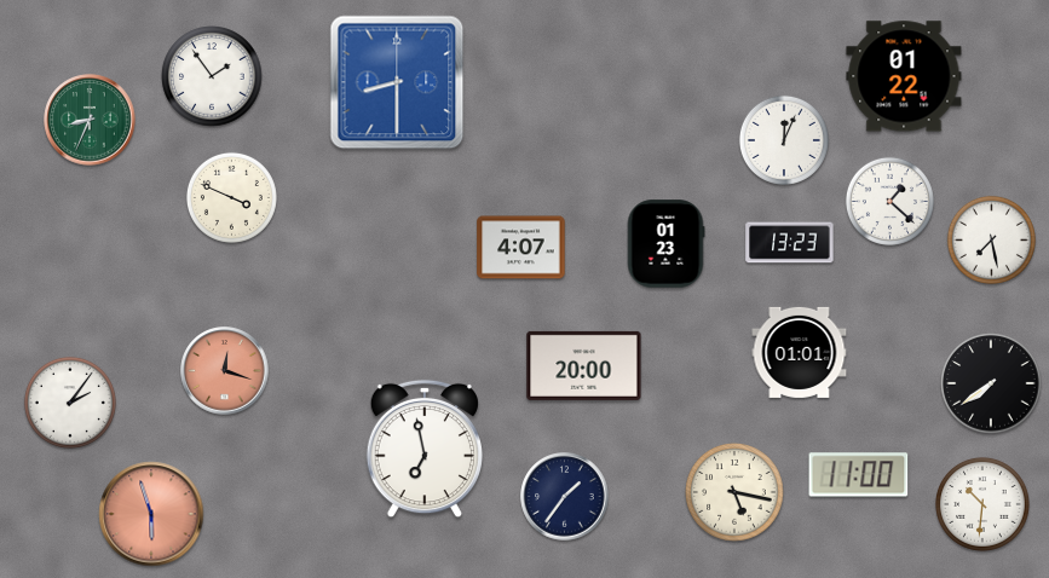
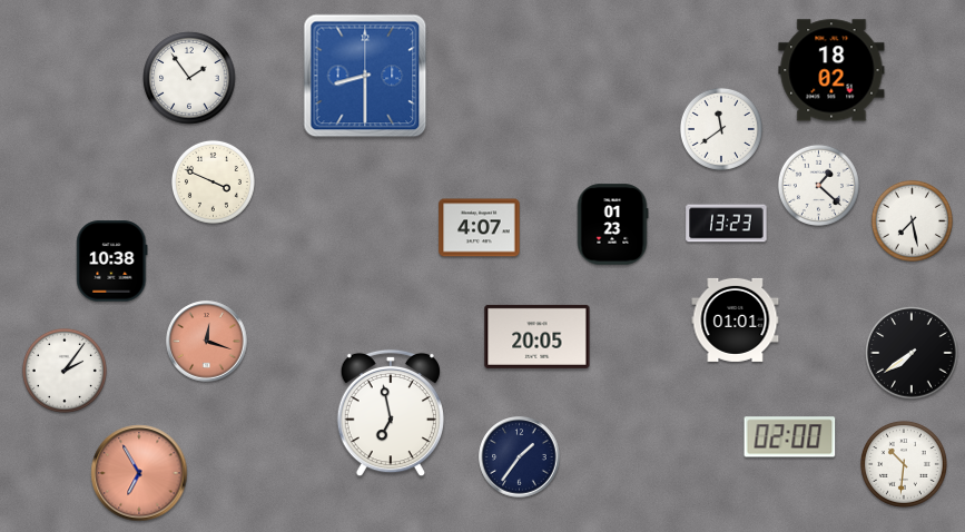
clock at (212, 76) position: (212, 76) -> (189, 78)
clock at (904, 76): 01:22 -> 18:02
clock at (90, 120): 8:34 -> none
clock at (784, 140): 12:04 -> 11:39
clock at (112, 262): none -> 10:38
clock at (800, 352) position: (800, 352) -> (736, 319)
clock at (584, 365): 20:00 -> 20:05
clock at (859, 475): 11:00 -> 02:00
clock at (734, 492): 5:17 -> none
clock at (151, 514): 5:57 -> 6:55
